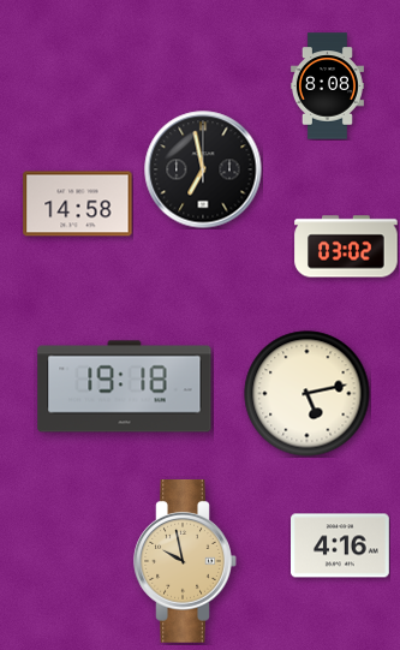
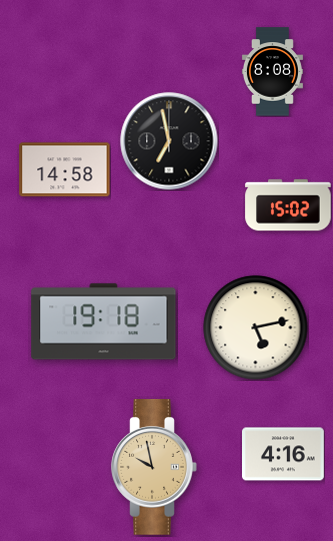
clock at (346, 246): 03:02 -> 15:02
